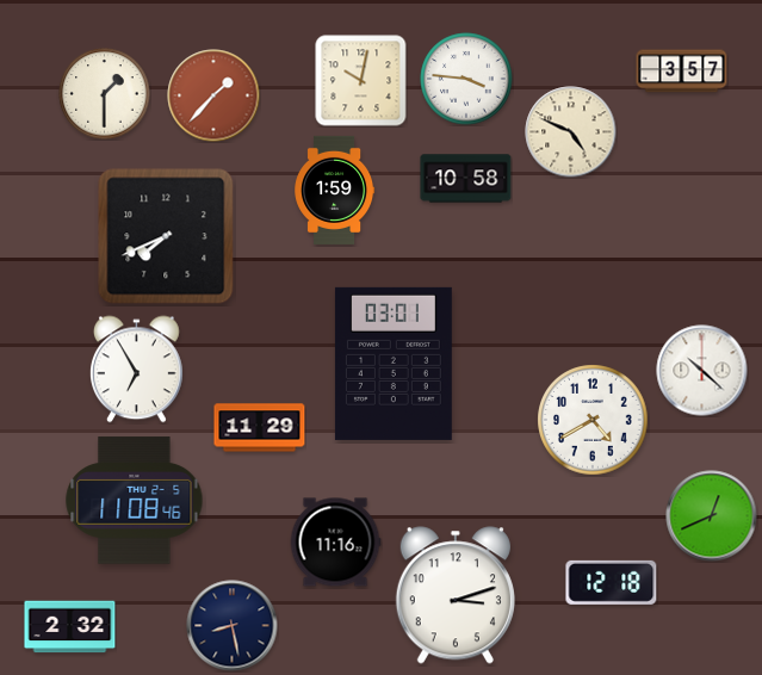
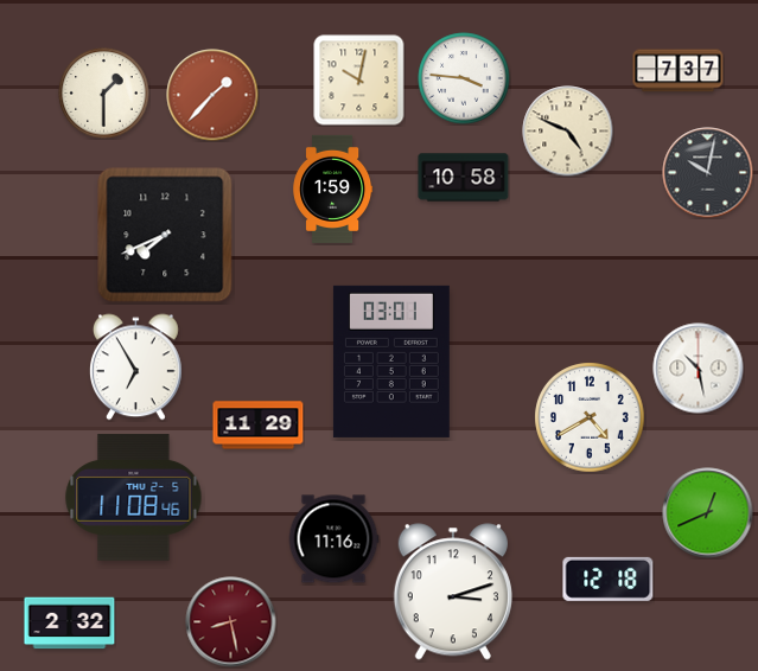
clock at (682, 72): 3:57 -> 7:37
clock at (708, 173): none -> 10:02
clock at (702, 371): 10:22 -> 10:28
clock at (233, 626) dial: navy -> burgundy
